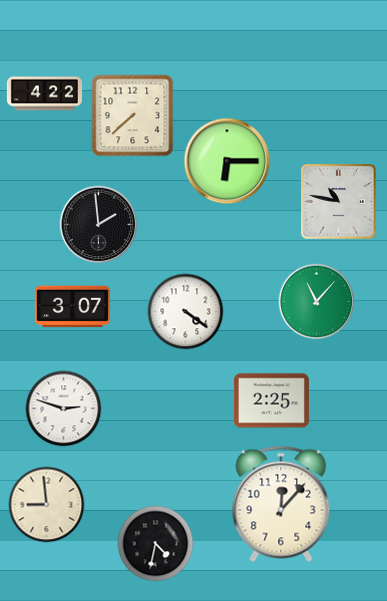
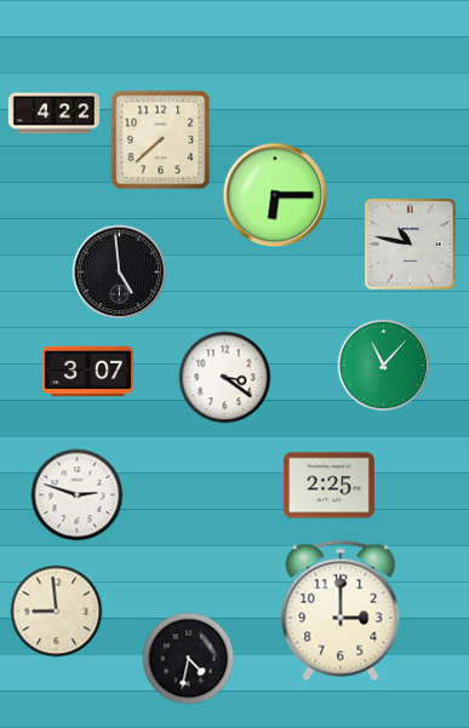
clock at (99, 225): 1:59 -> 4:59
clock at (186, 312): 4:21 -> 3:21
clock at (281, 504): 12:07 -> 3:00
